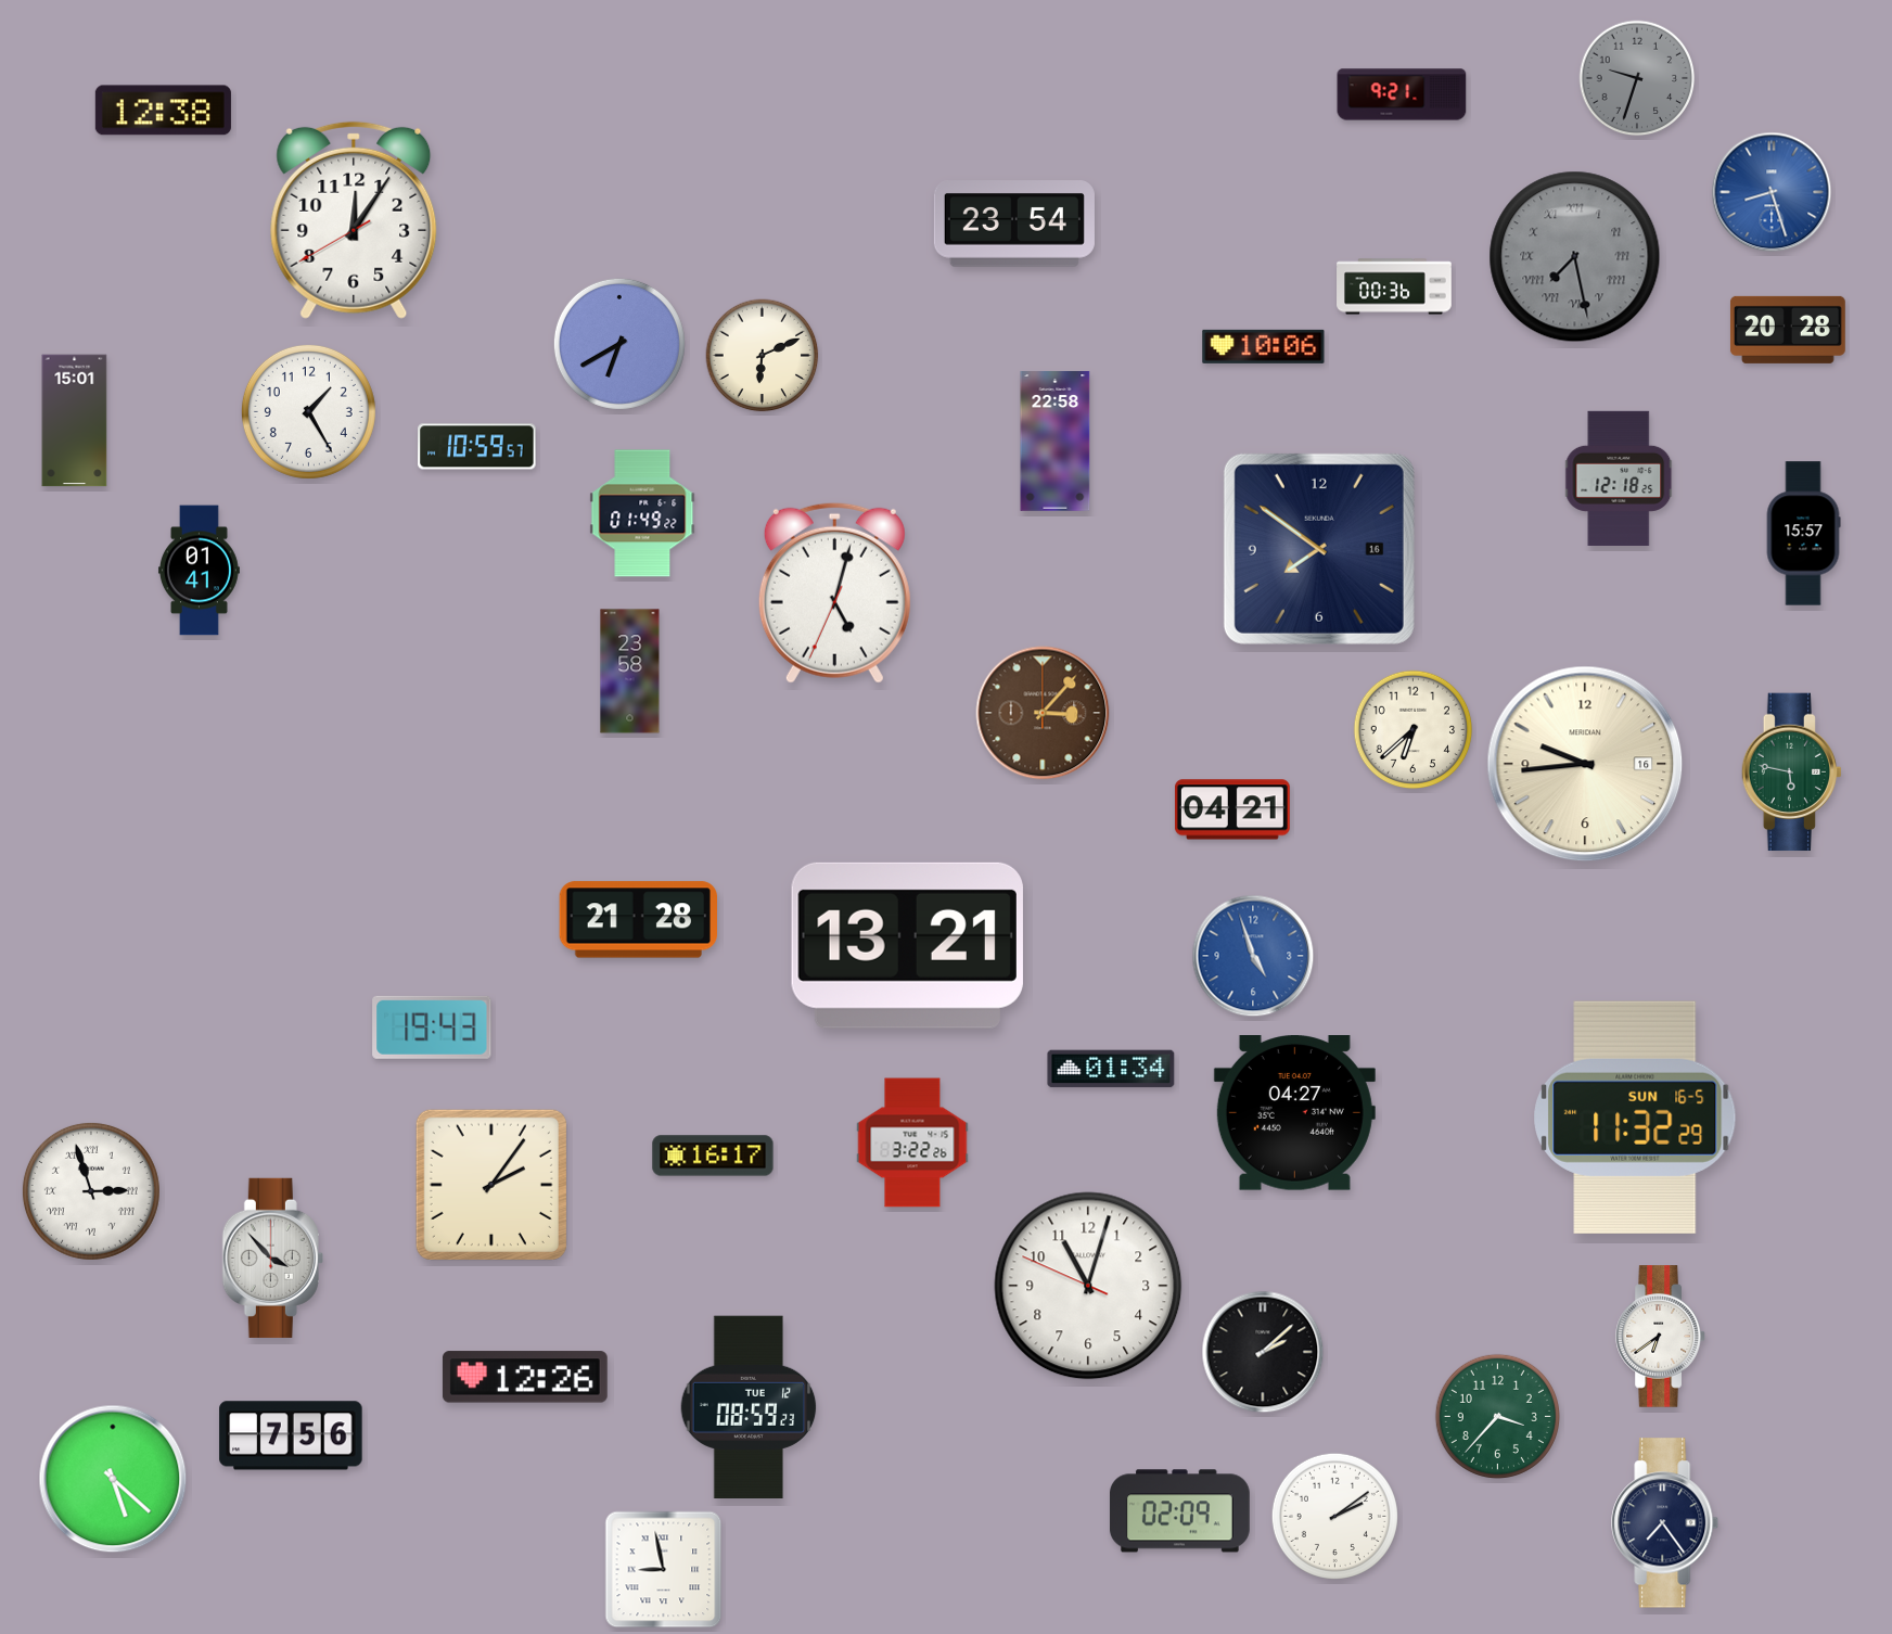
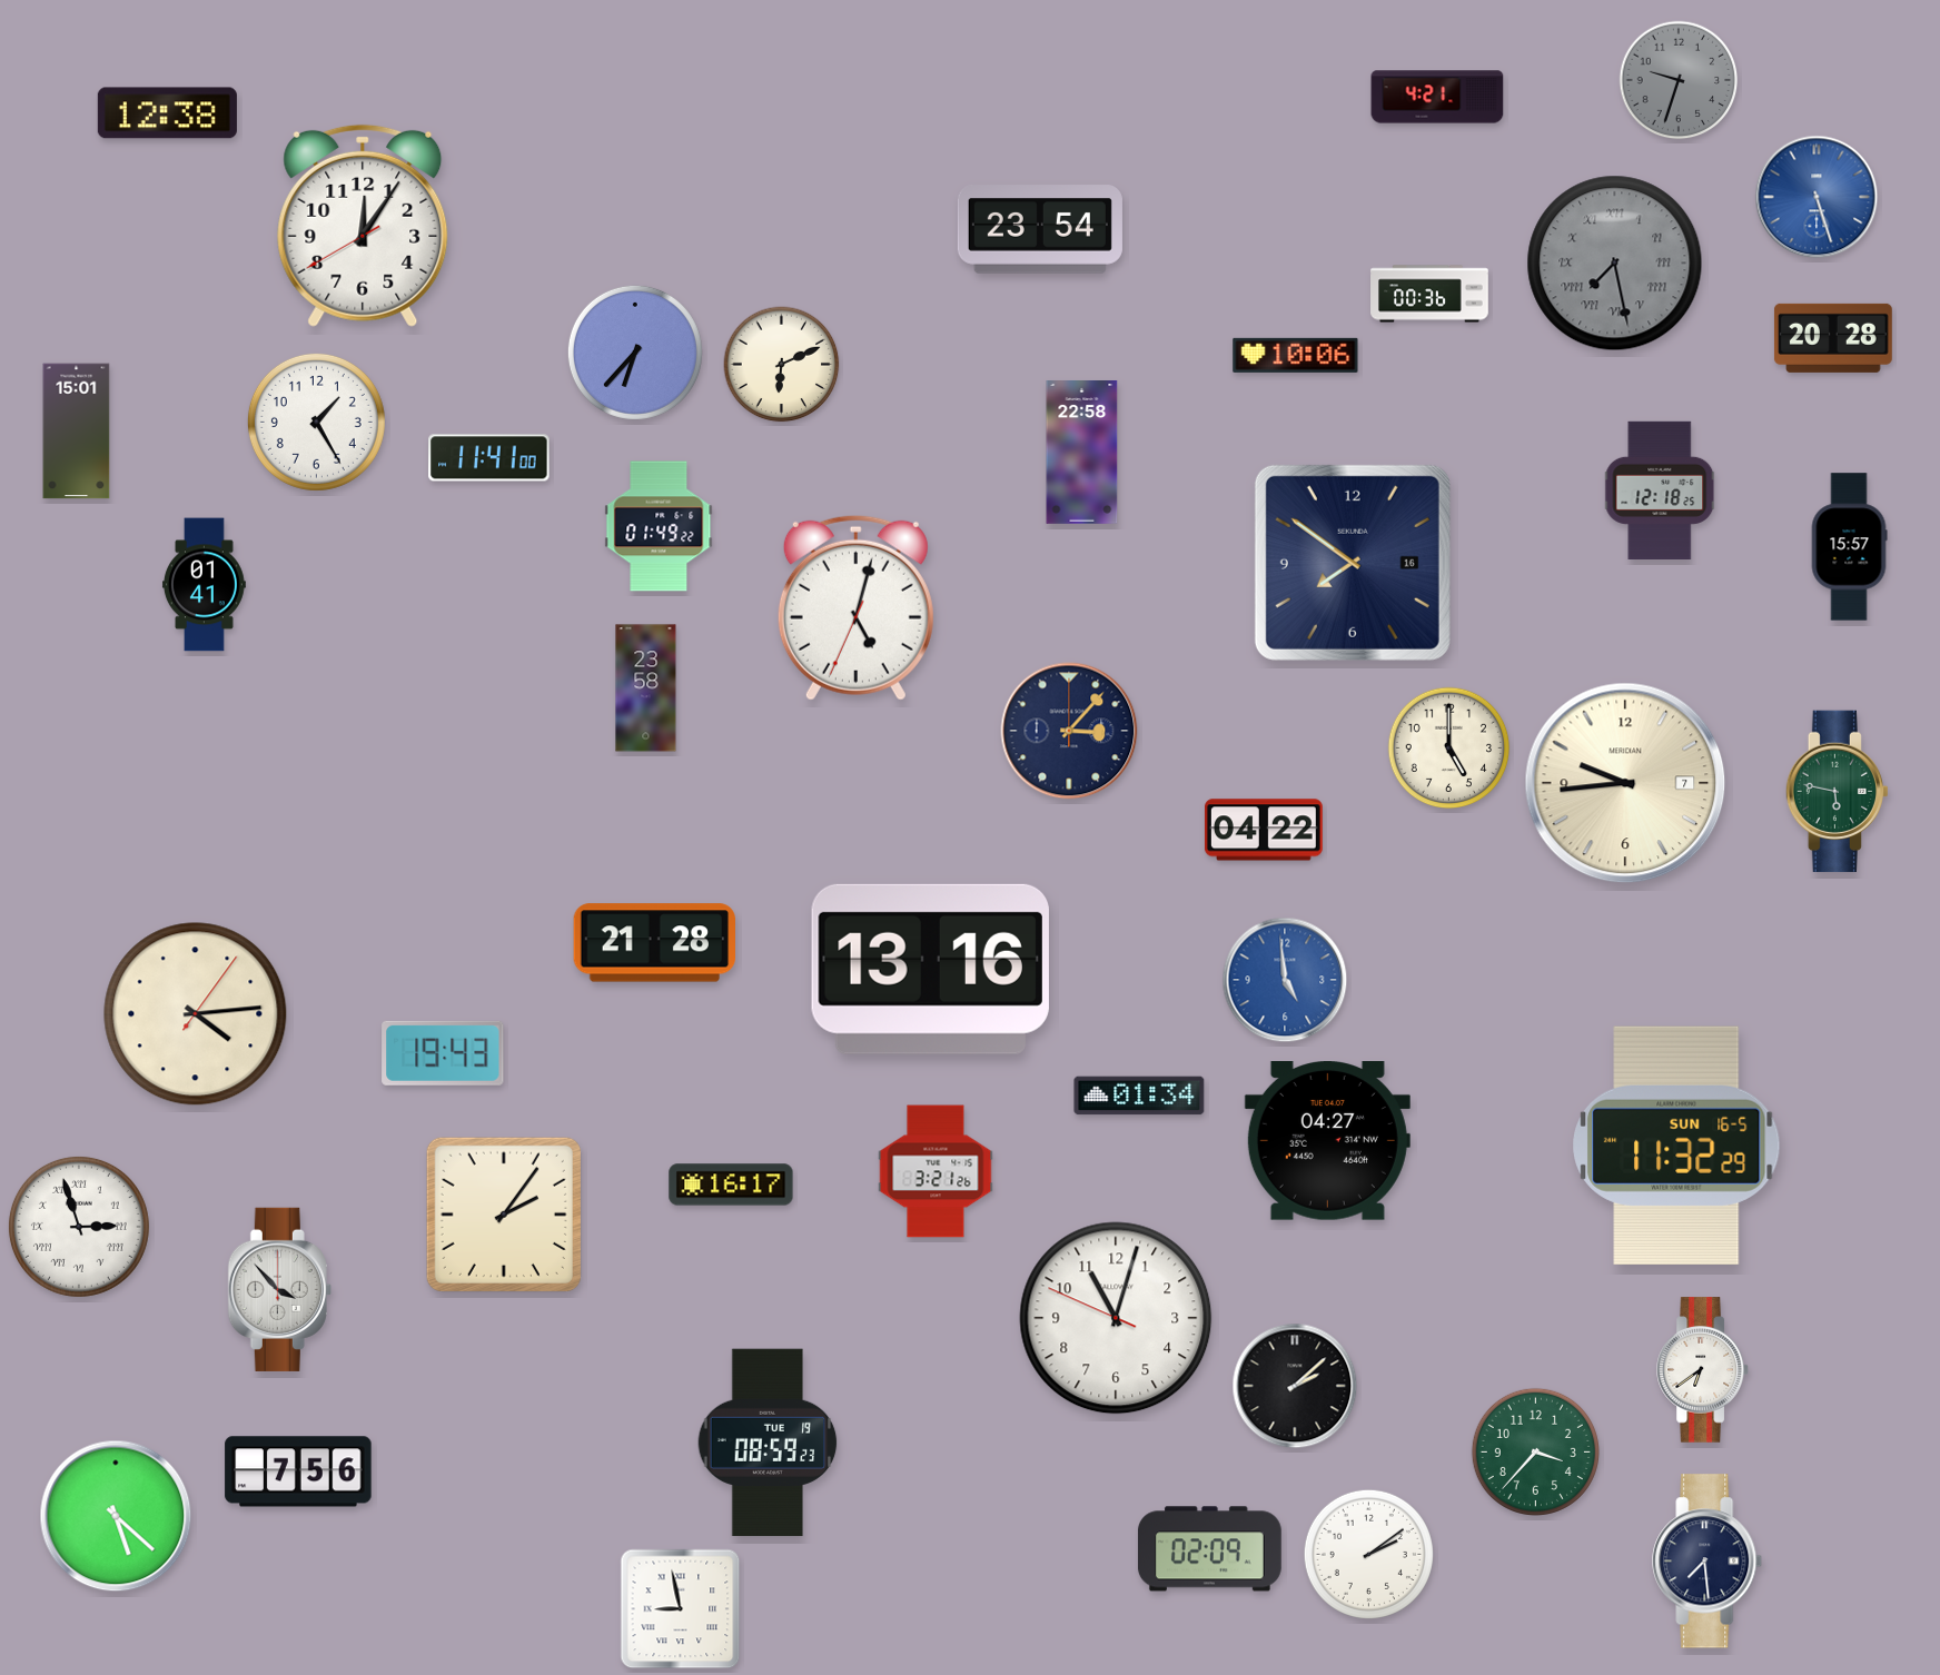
clock at (1402, 94): 9:21 -> 4:21
clock at (1772, 192): 8:27 -> 5:27
clock at (619, 344): 6:40 -> 6:37
clock at (477, 447): 10:59 -> 11:41
clock at (1043, 713) dial: brown -> navy
clock at (1414, 730): 6:38 -> 5:00
clock at (1585, 764) date: 16 -> 7
clock at (1232, 809): 04:21 -> 04:22
clock at (907, 945): 13:21 -> 13:16
clock at (1253, 956): 4:57 -> 4:59
clock at (196, 1014): none -> 4:14
clock at (912, 1142): 3:22 -> 3:21
clock at (91, 1191) position: (91, 1191) -> (79, 1227)
clock at (525, 1377): 12:26 -> none
clock at (749, 1407) date: TUE 12 -> TUE 19
clock at (1665, 1523): 7:24 -> 7:29
